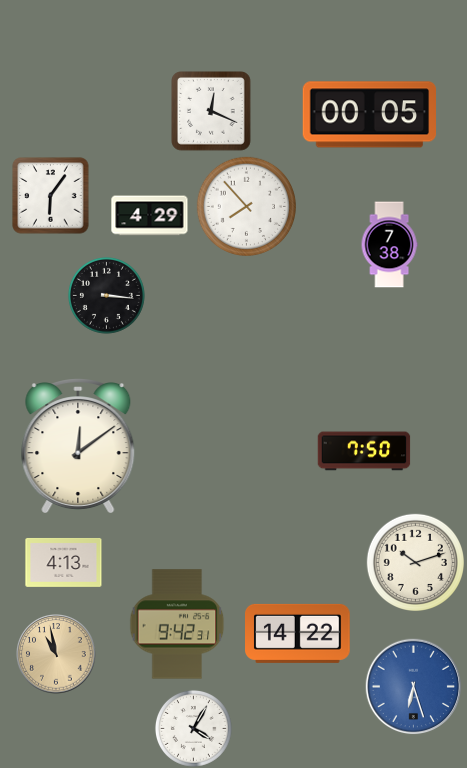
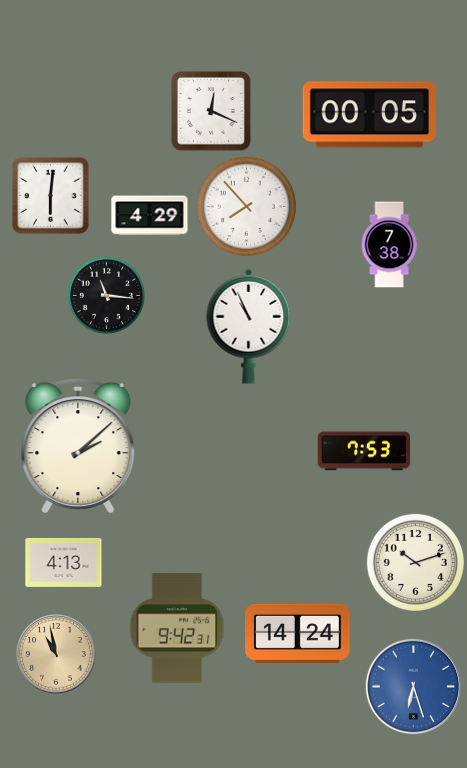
clock at (51, 196): 6:06 -> 6:01
clock at (106, 295): 3:16 -> 11:16
clock at (249, 326): none -> 10:56
clock at (78, 446): 12:09 -> 2:08
clock at (364, 451): 7:50 -> 7:53
clock at (177, 624) position: (177, 624) -> (177, 628)
clock at (298, 633): 14:22 -> 14:24
clock at (193, 728): 4:05 -> none
